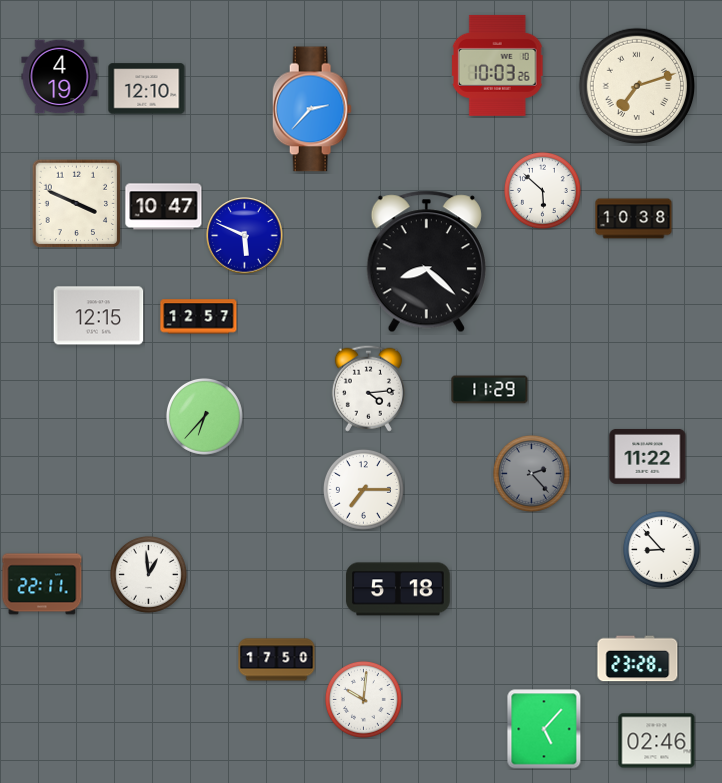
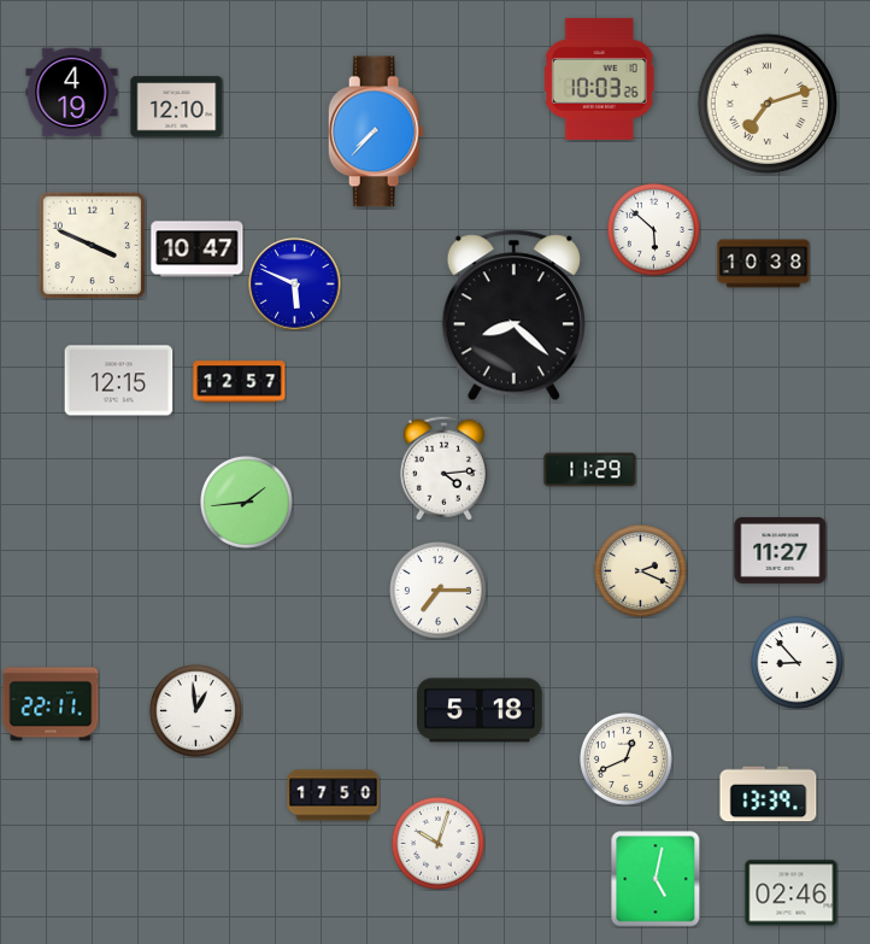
clock at (312, 109): 2:37 -> 7:37
clock at (204, 416): 6:37 -> 1:44
clock at (648, 456): 11:22 -> 11:27
clock at (531, 473): 2:23 -> 2:19
clock at (531, 473) dial: grey -> cream
clock at (148, 574) position: (148, 574) -> (195, 710)
clock at (625, 758): none -> 12:41
clock at (638, 659): 23:28 -> 13:39
clock at (363, 699): 10:01 -> 10:03
clock at (544, 729): 5:07 -> 5:02
